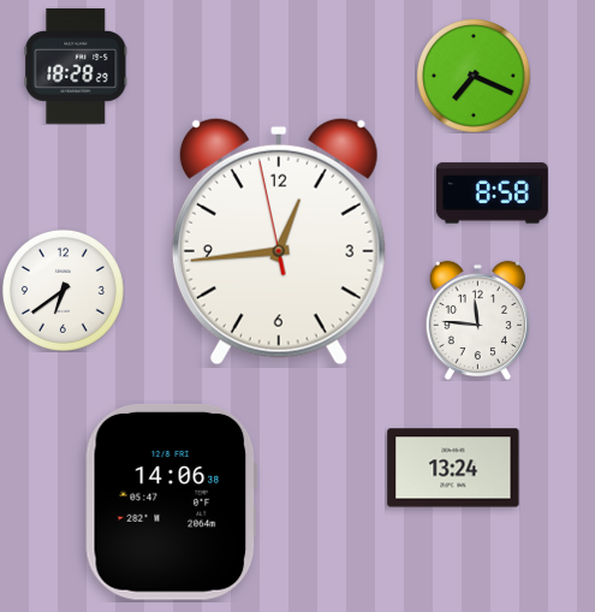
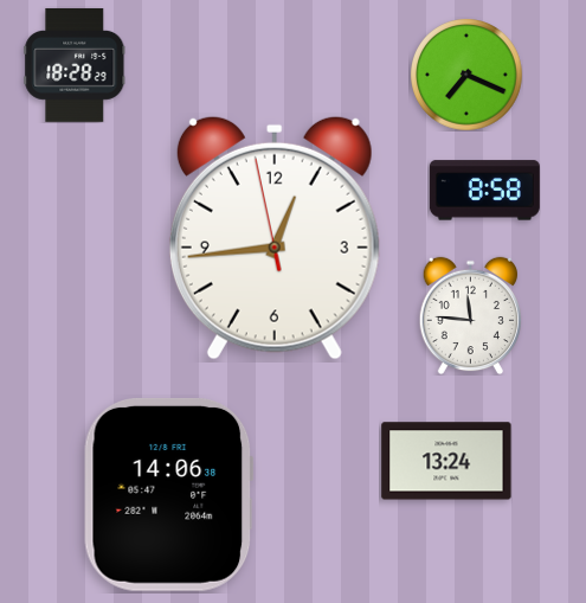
clock at (63, 290): 6:39 -> none
